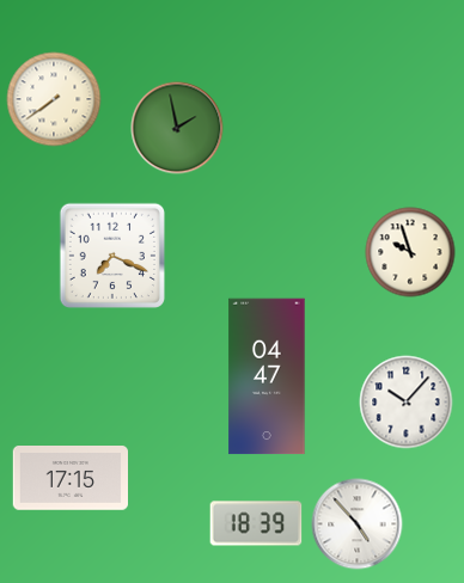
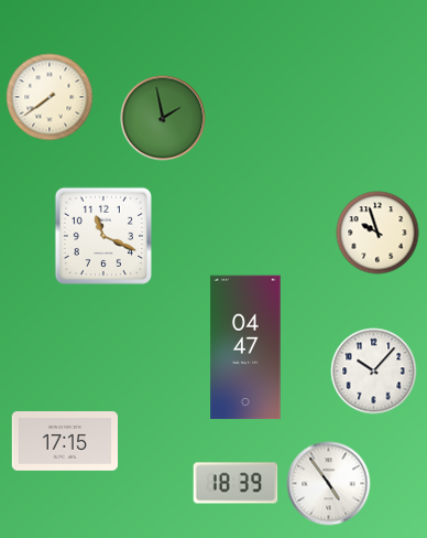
clock at (54, 99) position: (54, 99) -> (50, 97)
clock at (111, 254): 7:19 -> 11:19
clock at (358, 524): 4:53 -> 4:54
